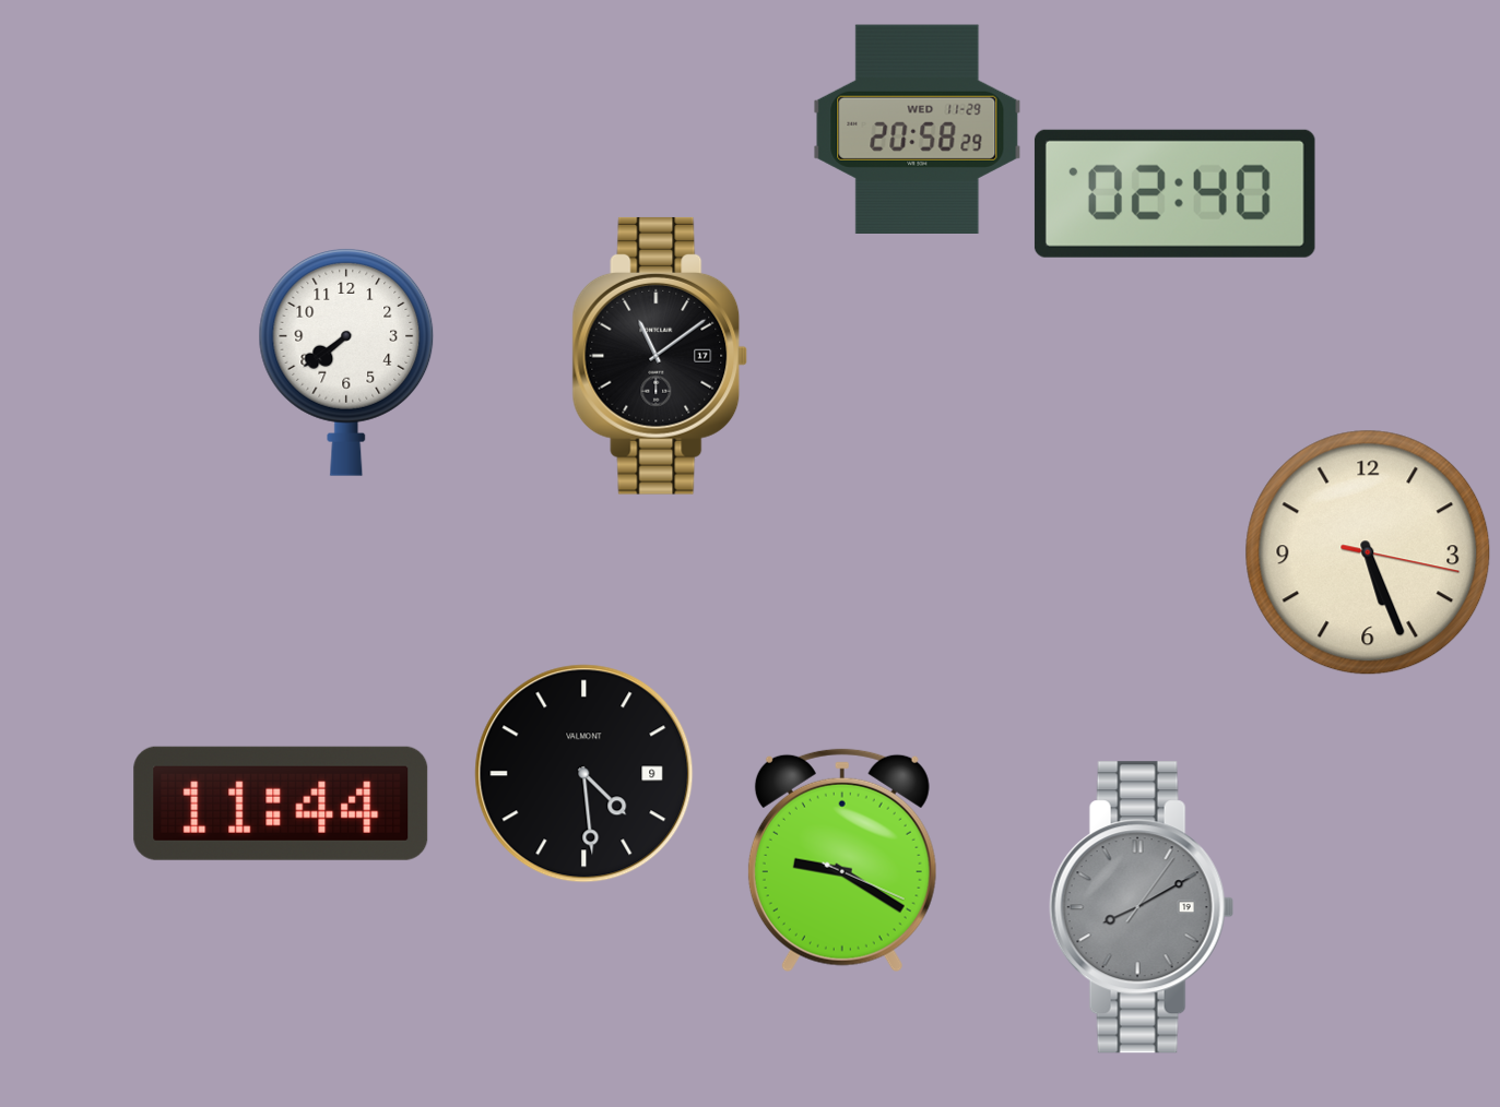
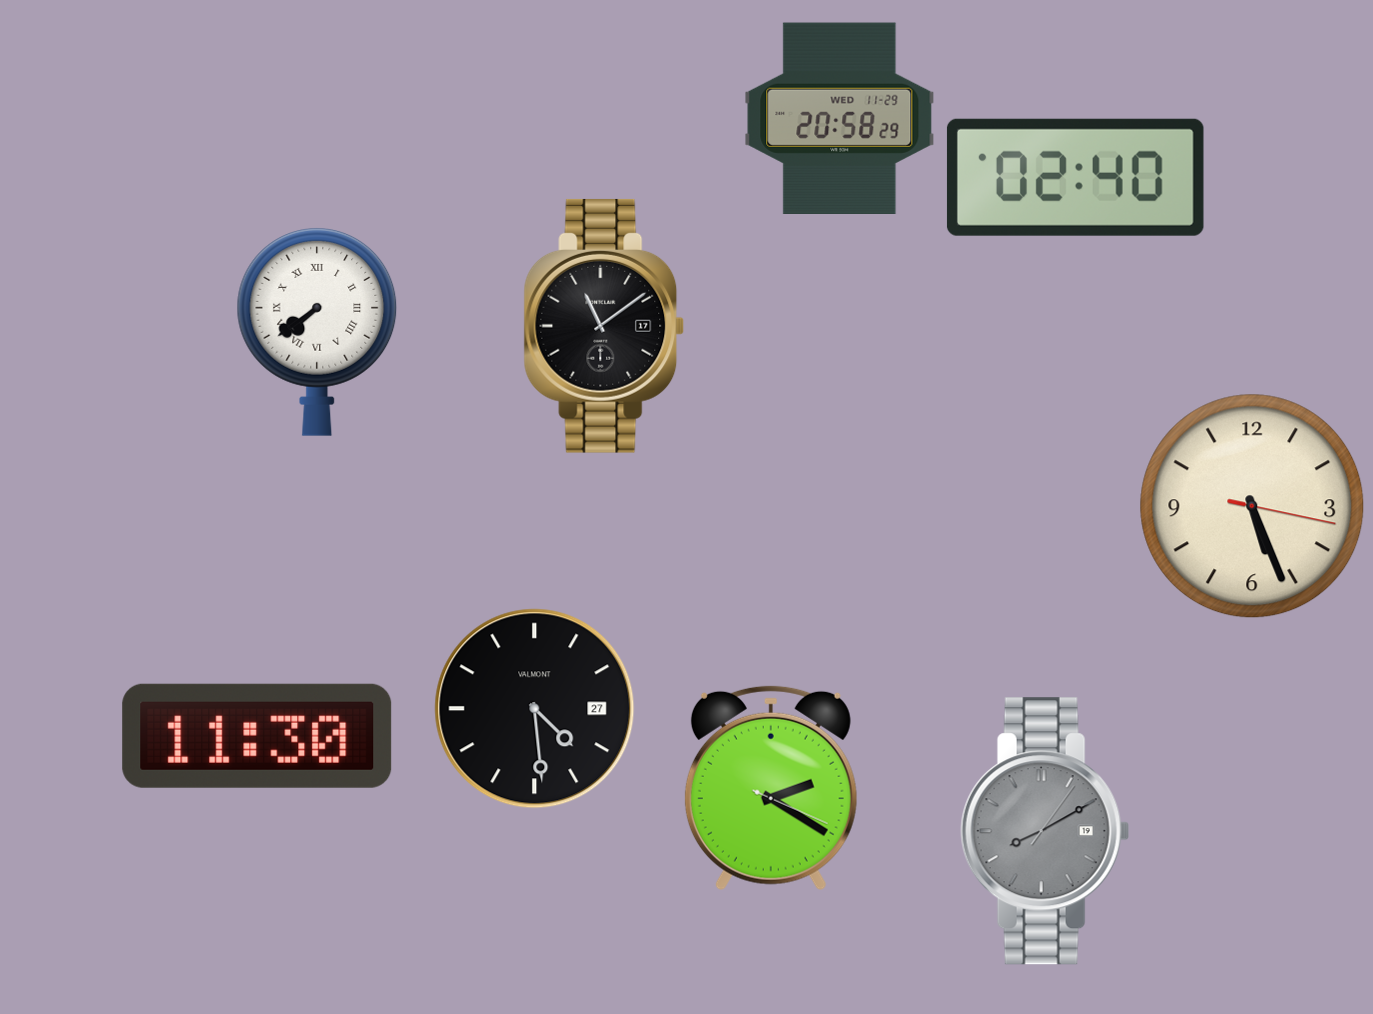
clock at (346, 362) numerals: Arabic -> Roman
clock at (584, 774) date: 9 -> 27
clock at (281, 804): 11:44 -> 11:30
clock at (842, 860): 9:20 -> 2:20
